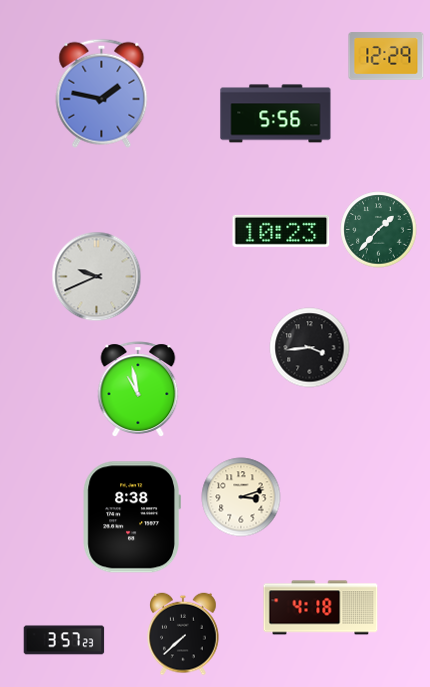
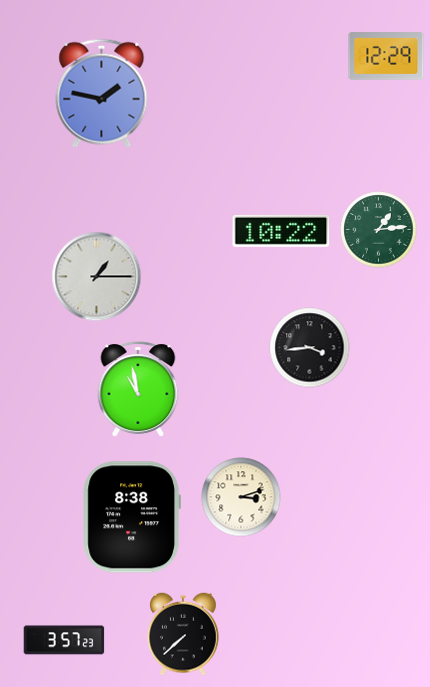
clock at (276, 114): 5:56 -> none
clock at (379, 230): 1:37 -> 1:14
clock at (281, 231): 10:23 -> 10:22
clock at (97, 277): 9:41 -> 1:15
clock at (321, 608): 4:18 -> none
